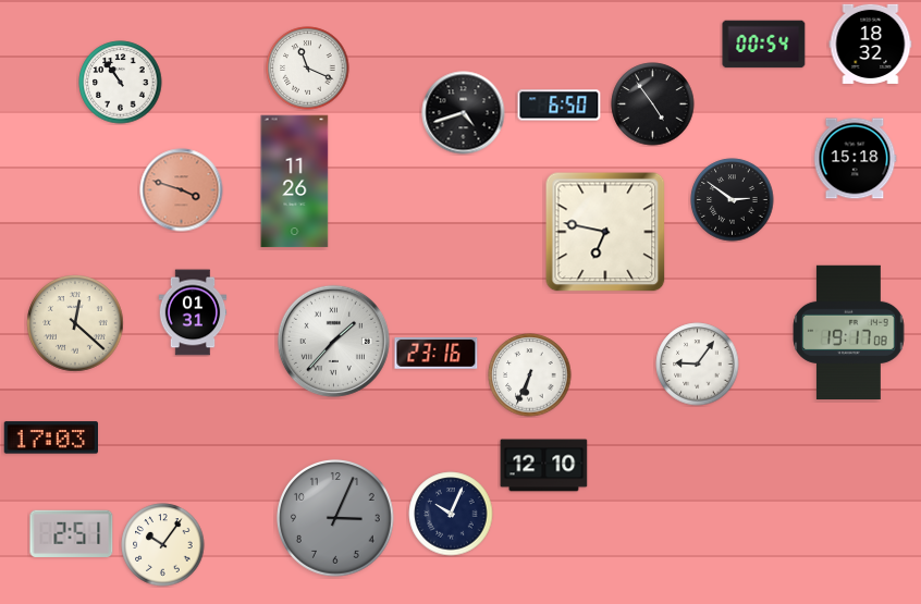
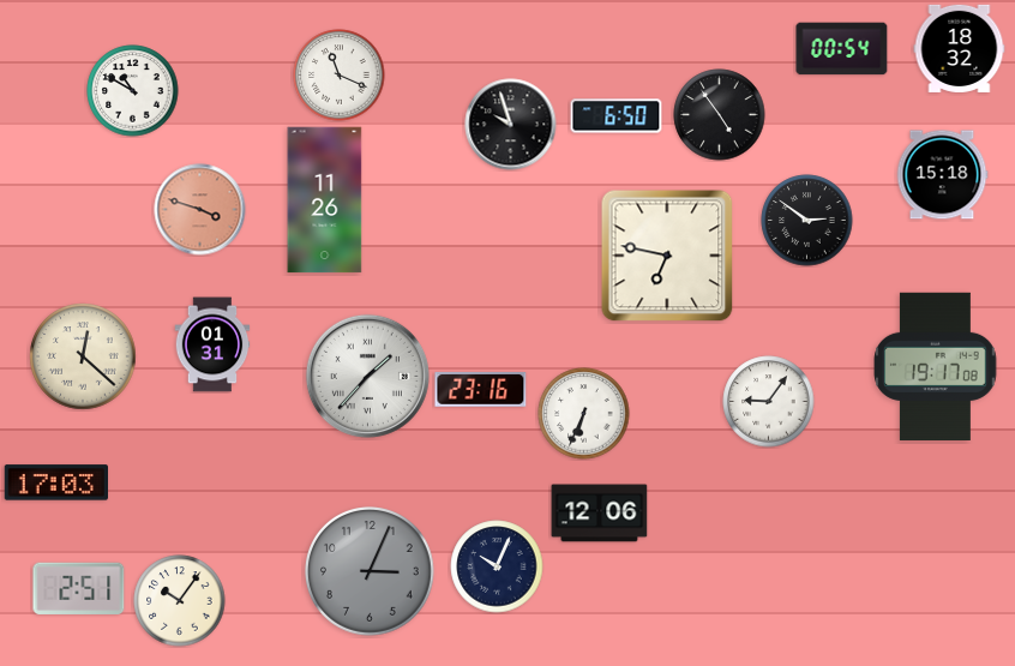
clock at (121, 83): 10:54 -> 10:50
clock at (464, 113): 4:42 -> 9:57
clock at (544, 466): 12:10 -> 12:06
